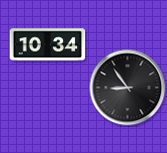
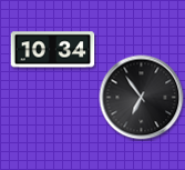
clock at (128, 88): 8:54 -> 6:54
